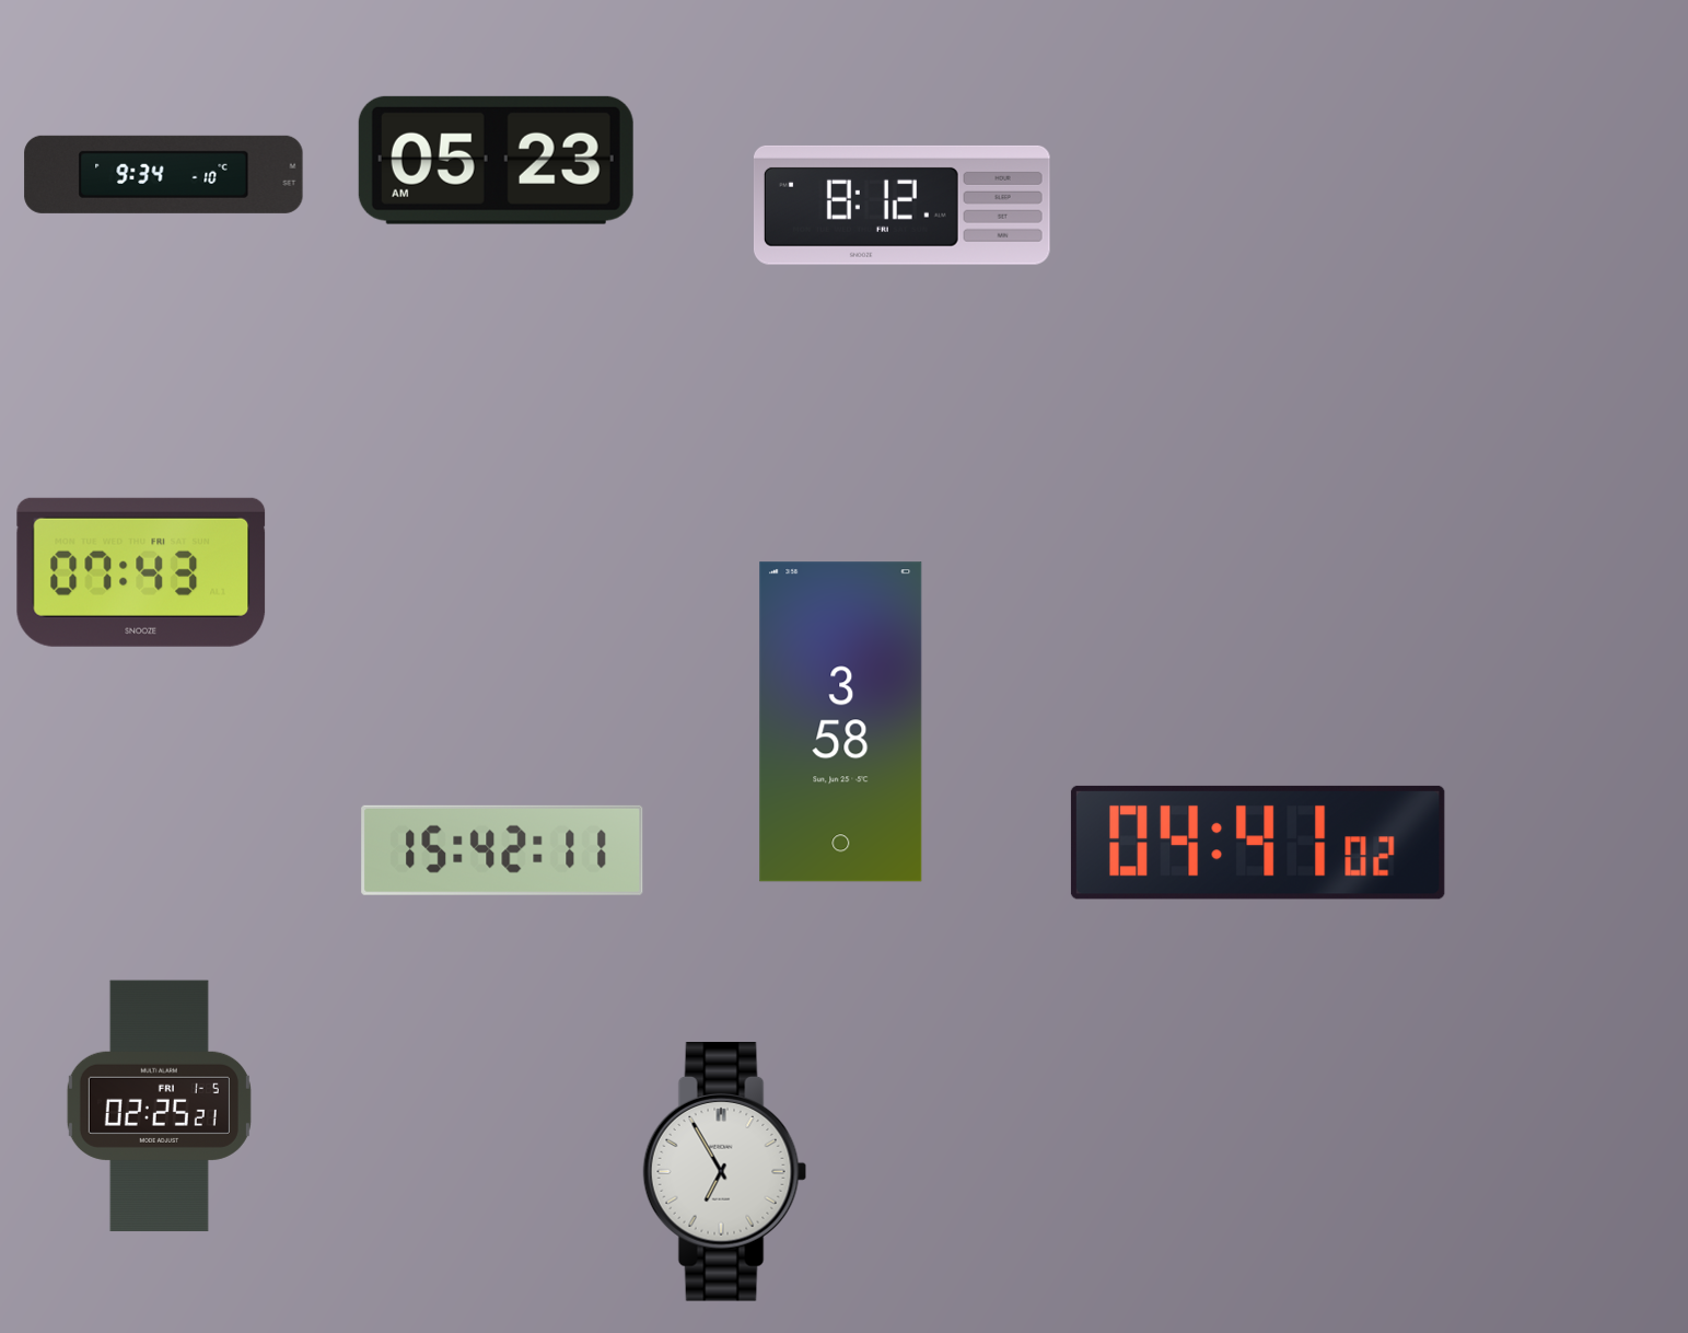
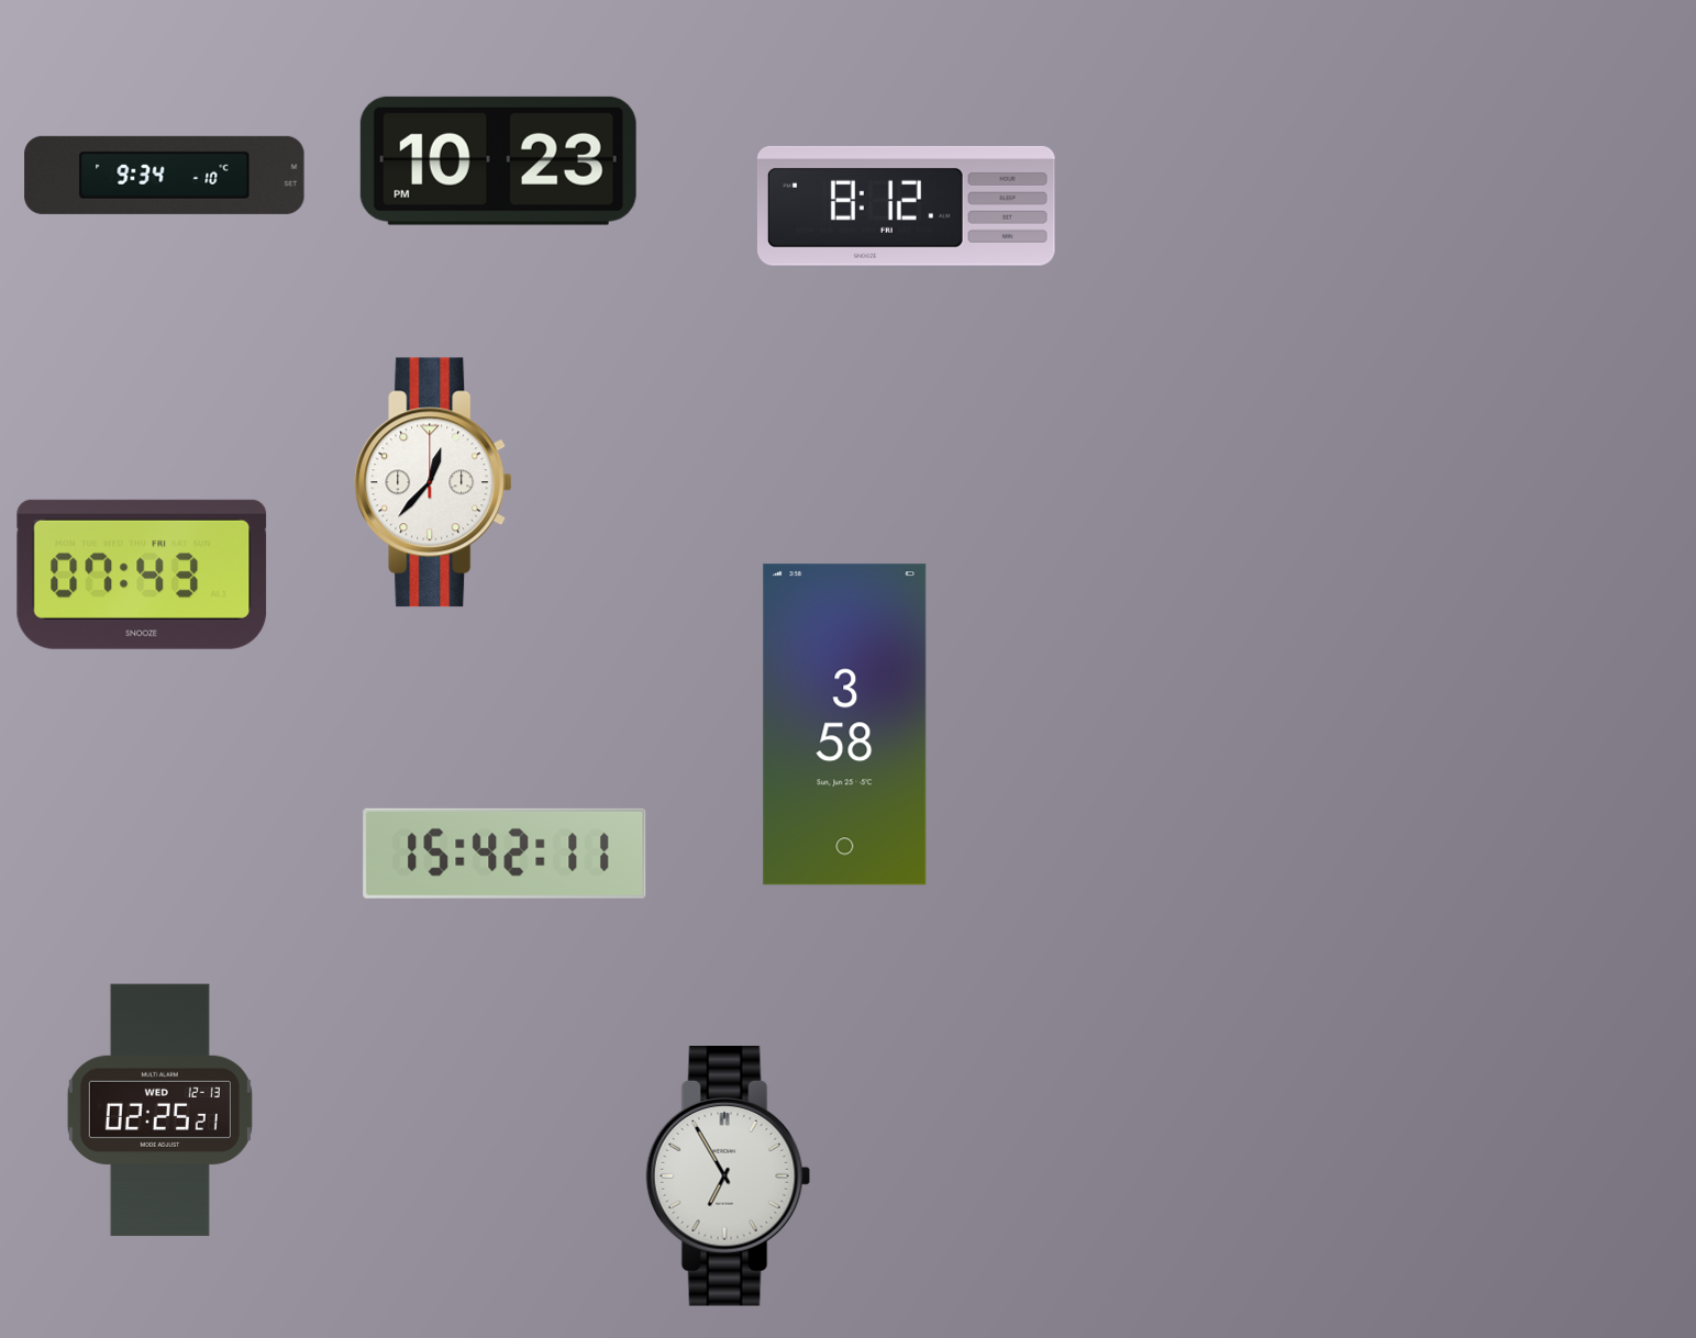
clock at (496, 160): 05:23 -> 10:23
clock at (433, 482): none -> 12:37
clock at (1258, 843): 04:41 -> none
clock at (159, 1106) date: FRI 1-5 -> WED 12-13
